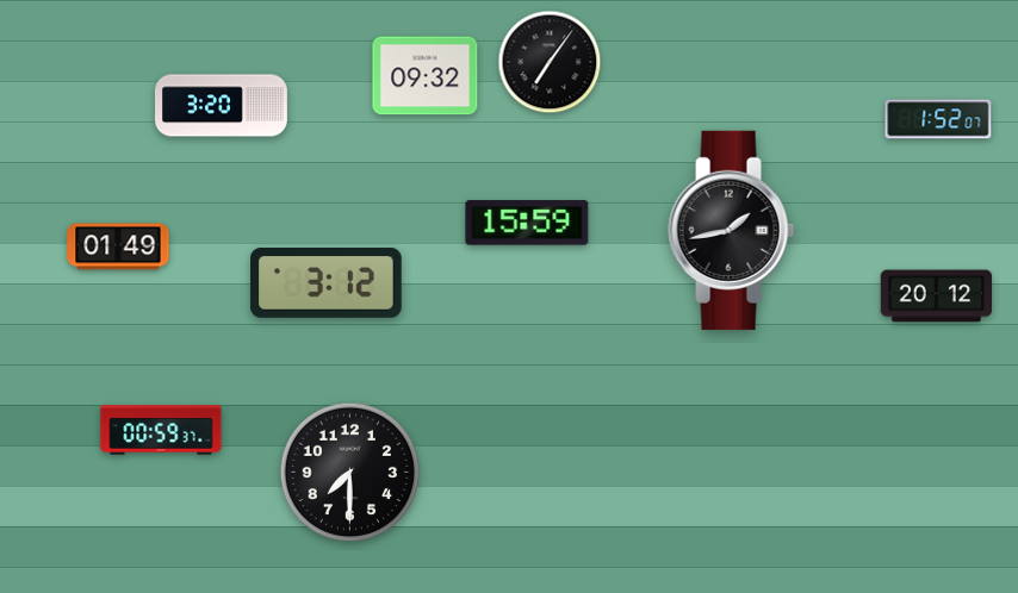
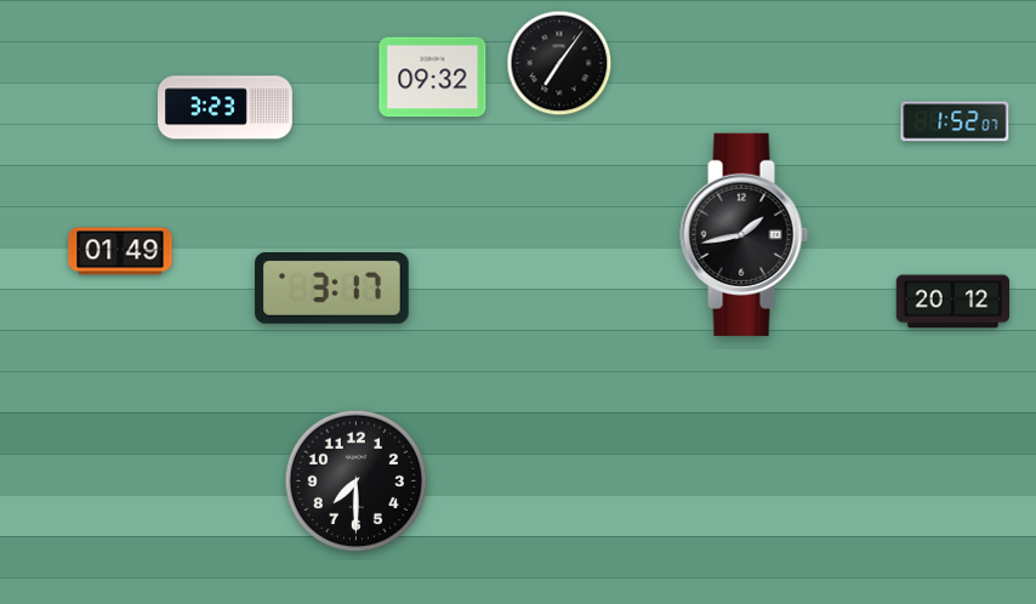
clock at (222, 106): 3:20 -> 3:23
clock at (527, 223): 15:59 -> none
clock at (327, 283): 3:12 -> 3:17
clock at (161, 430): 00:59 -> none
